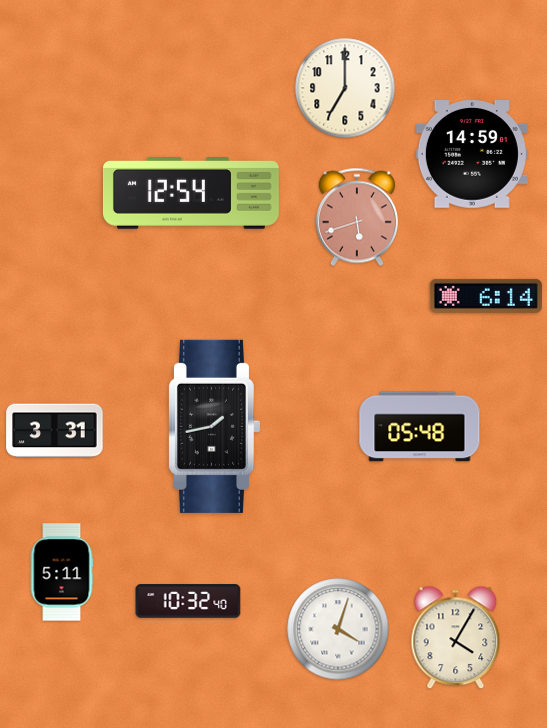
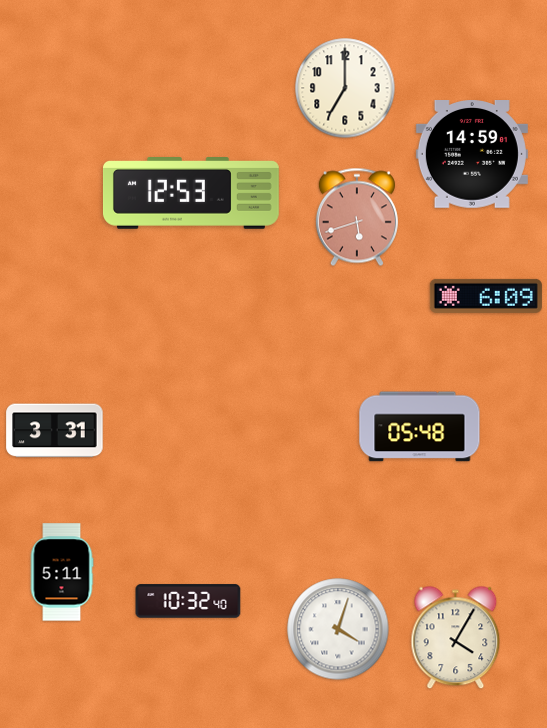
clock at (191, 194): 12:54 -> 12:53
clock at (486, 296): 6:14 -> 6:09
clock at (214, 426): 1:43 -> none
